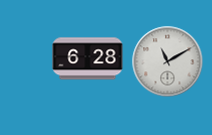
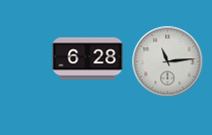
clock at (168, 62): 11:10 -> 11:14
